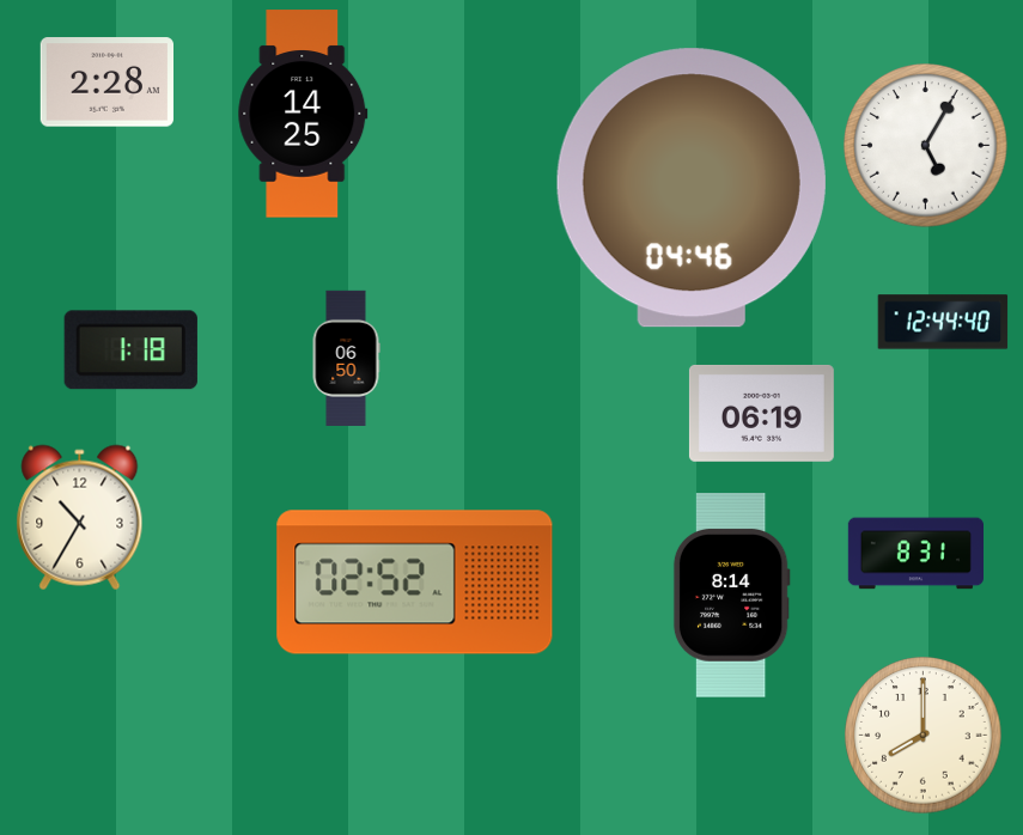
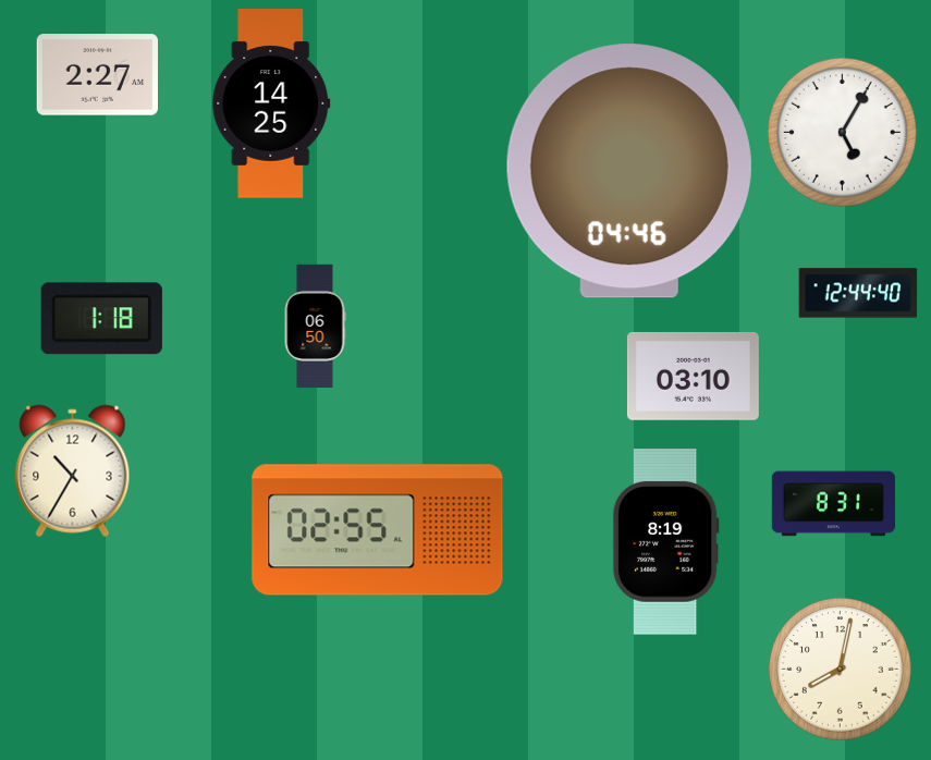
clock at (106, 83): 2:28 -> 2:27
clock at (303, 114) position: (303, 114) -> (271, 103)
clock at (130, 351) position: (130, 351) -> (101, 319)
clock at (761, 413): 06:19 -> 03:10
clock at (415, 583): 02:52 -> 02:55
clock at (731, 596): 8:14 -> 8:19
clock at (924, 736): 8:00 -> 8:02
